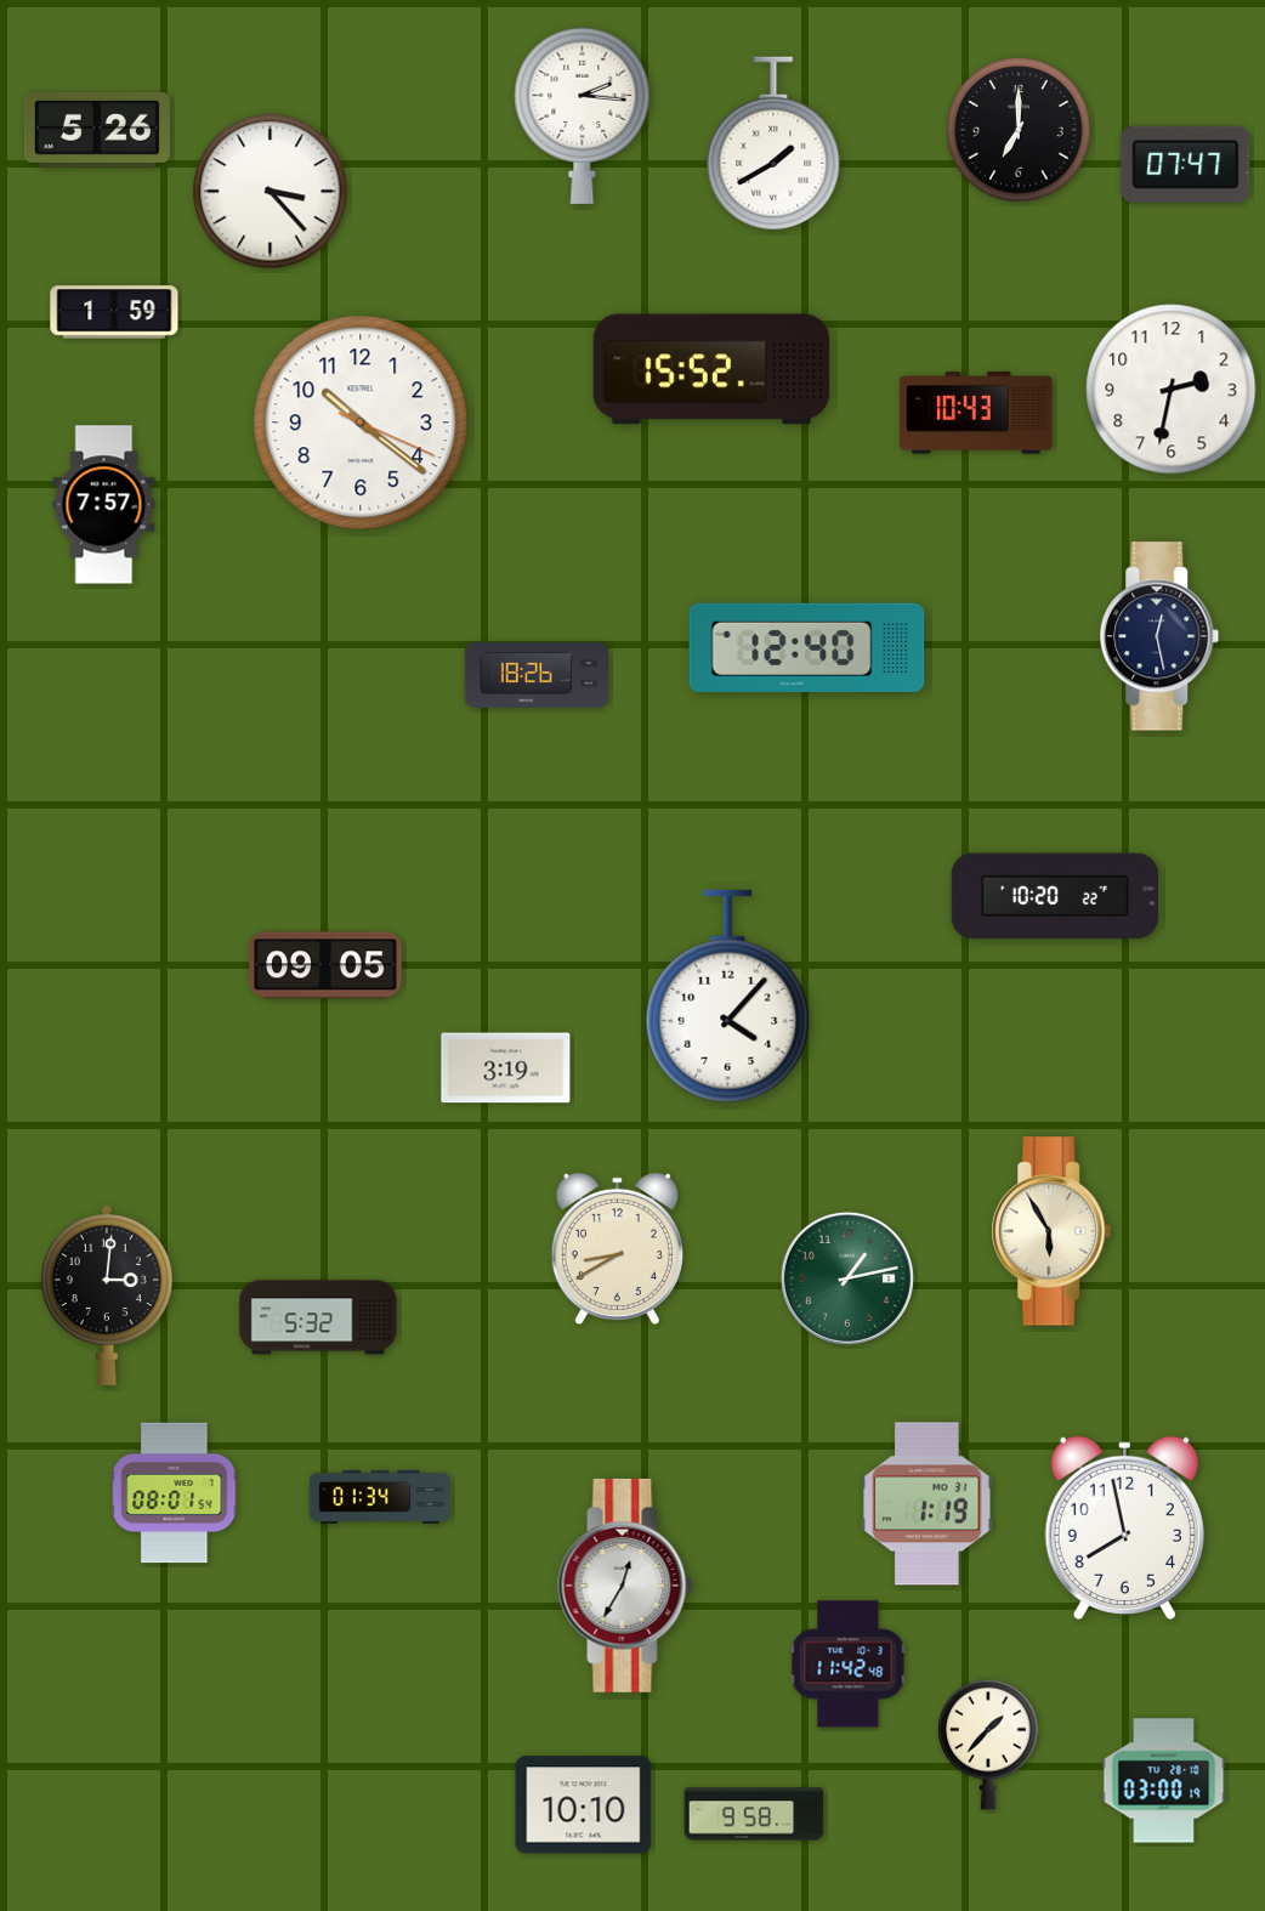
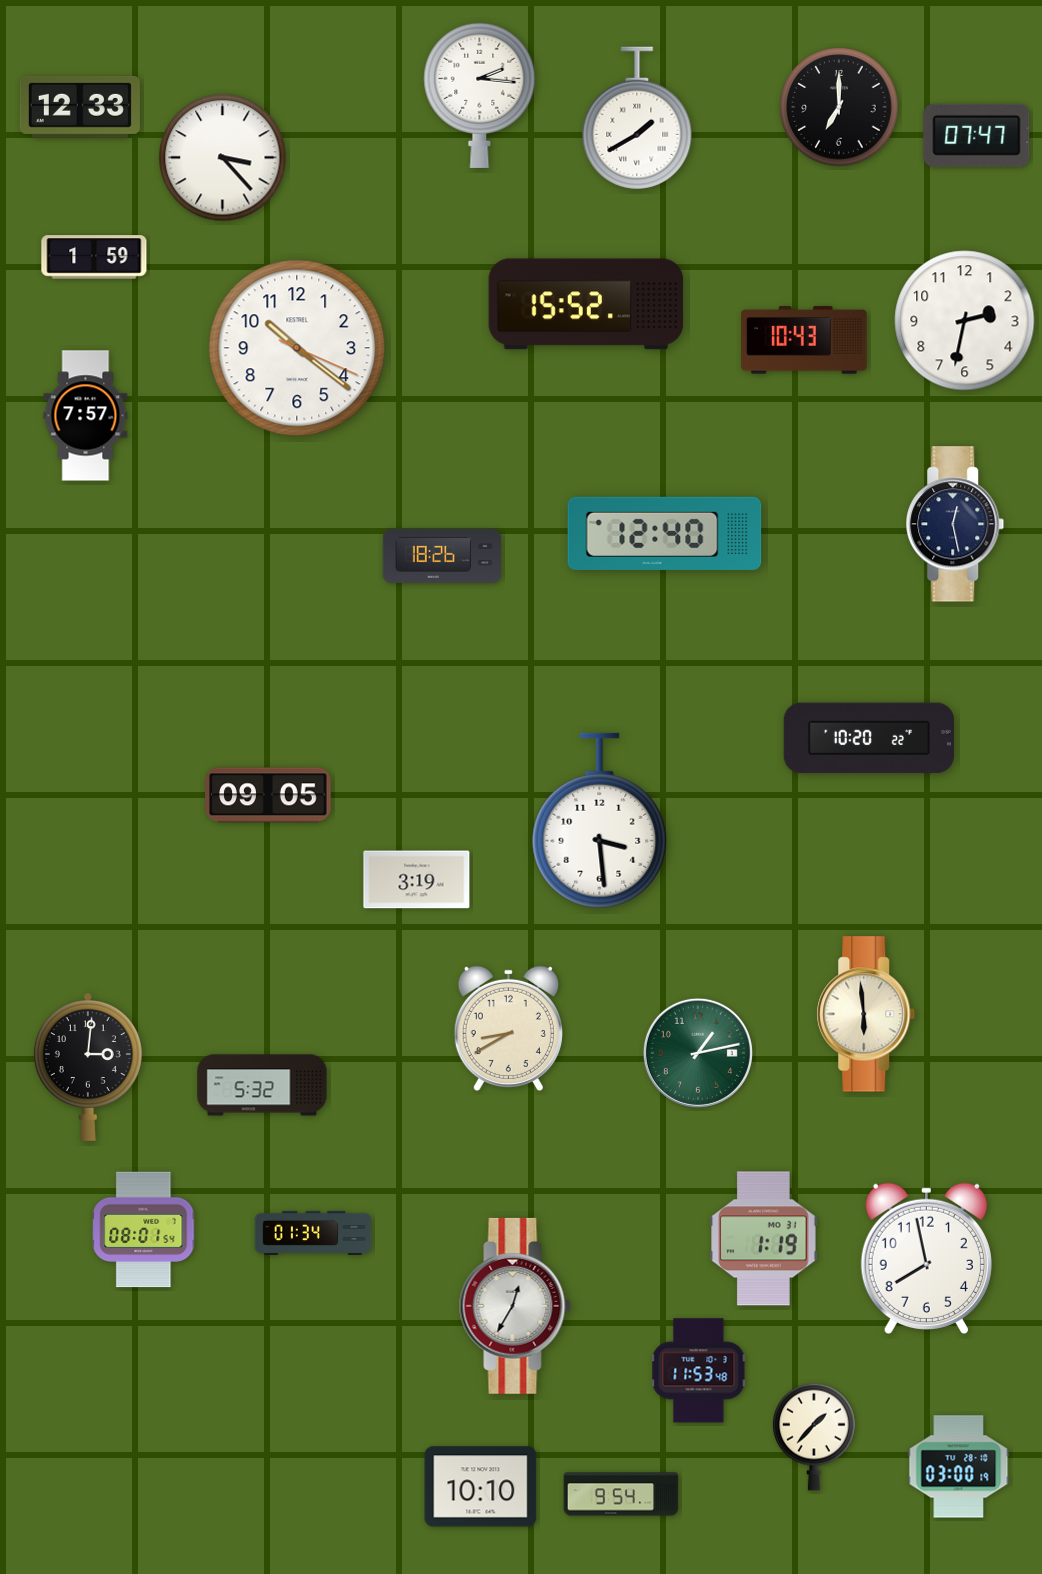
clock at (97, 130): 5:26 -> 12:33
clock at (728, 997): 4:07 -> 3:29
clock at (1051, 1231): 5:55 -> 5:59
clock at (849, 1665): 11:42 -> 11:53
clock at (754, 1814): 9:58 -> 9:54
